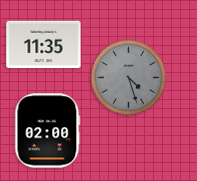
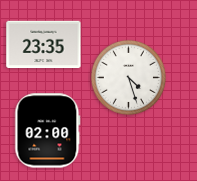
clock at (44, 45): 11:35 -> 23:35
clock at (128, 77) dial: grey -> white
